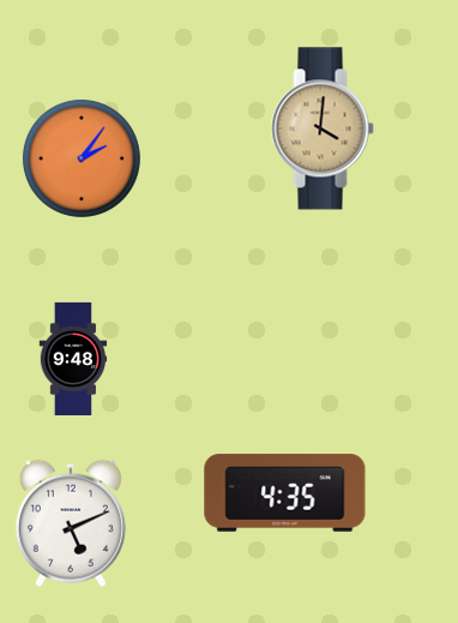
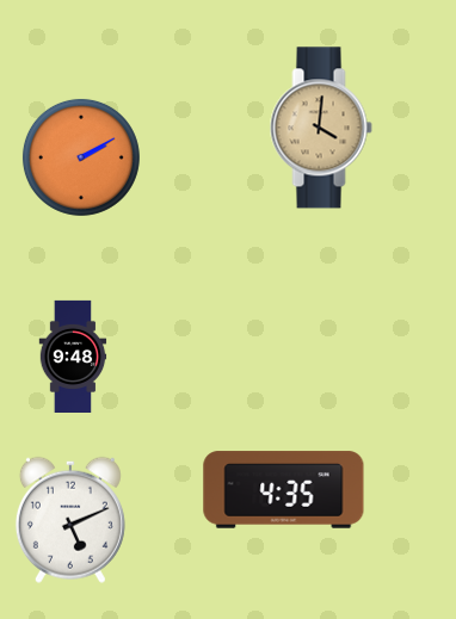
clock at (82, 158): 2:06 -> 2:10
